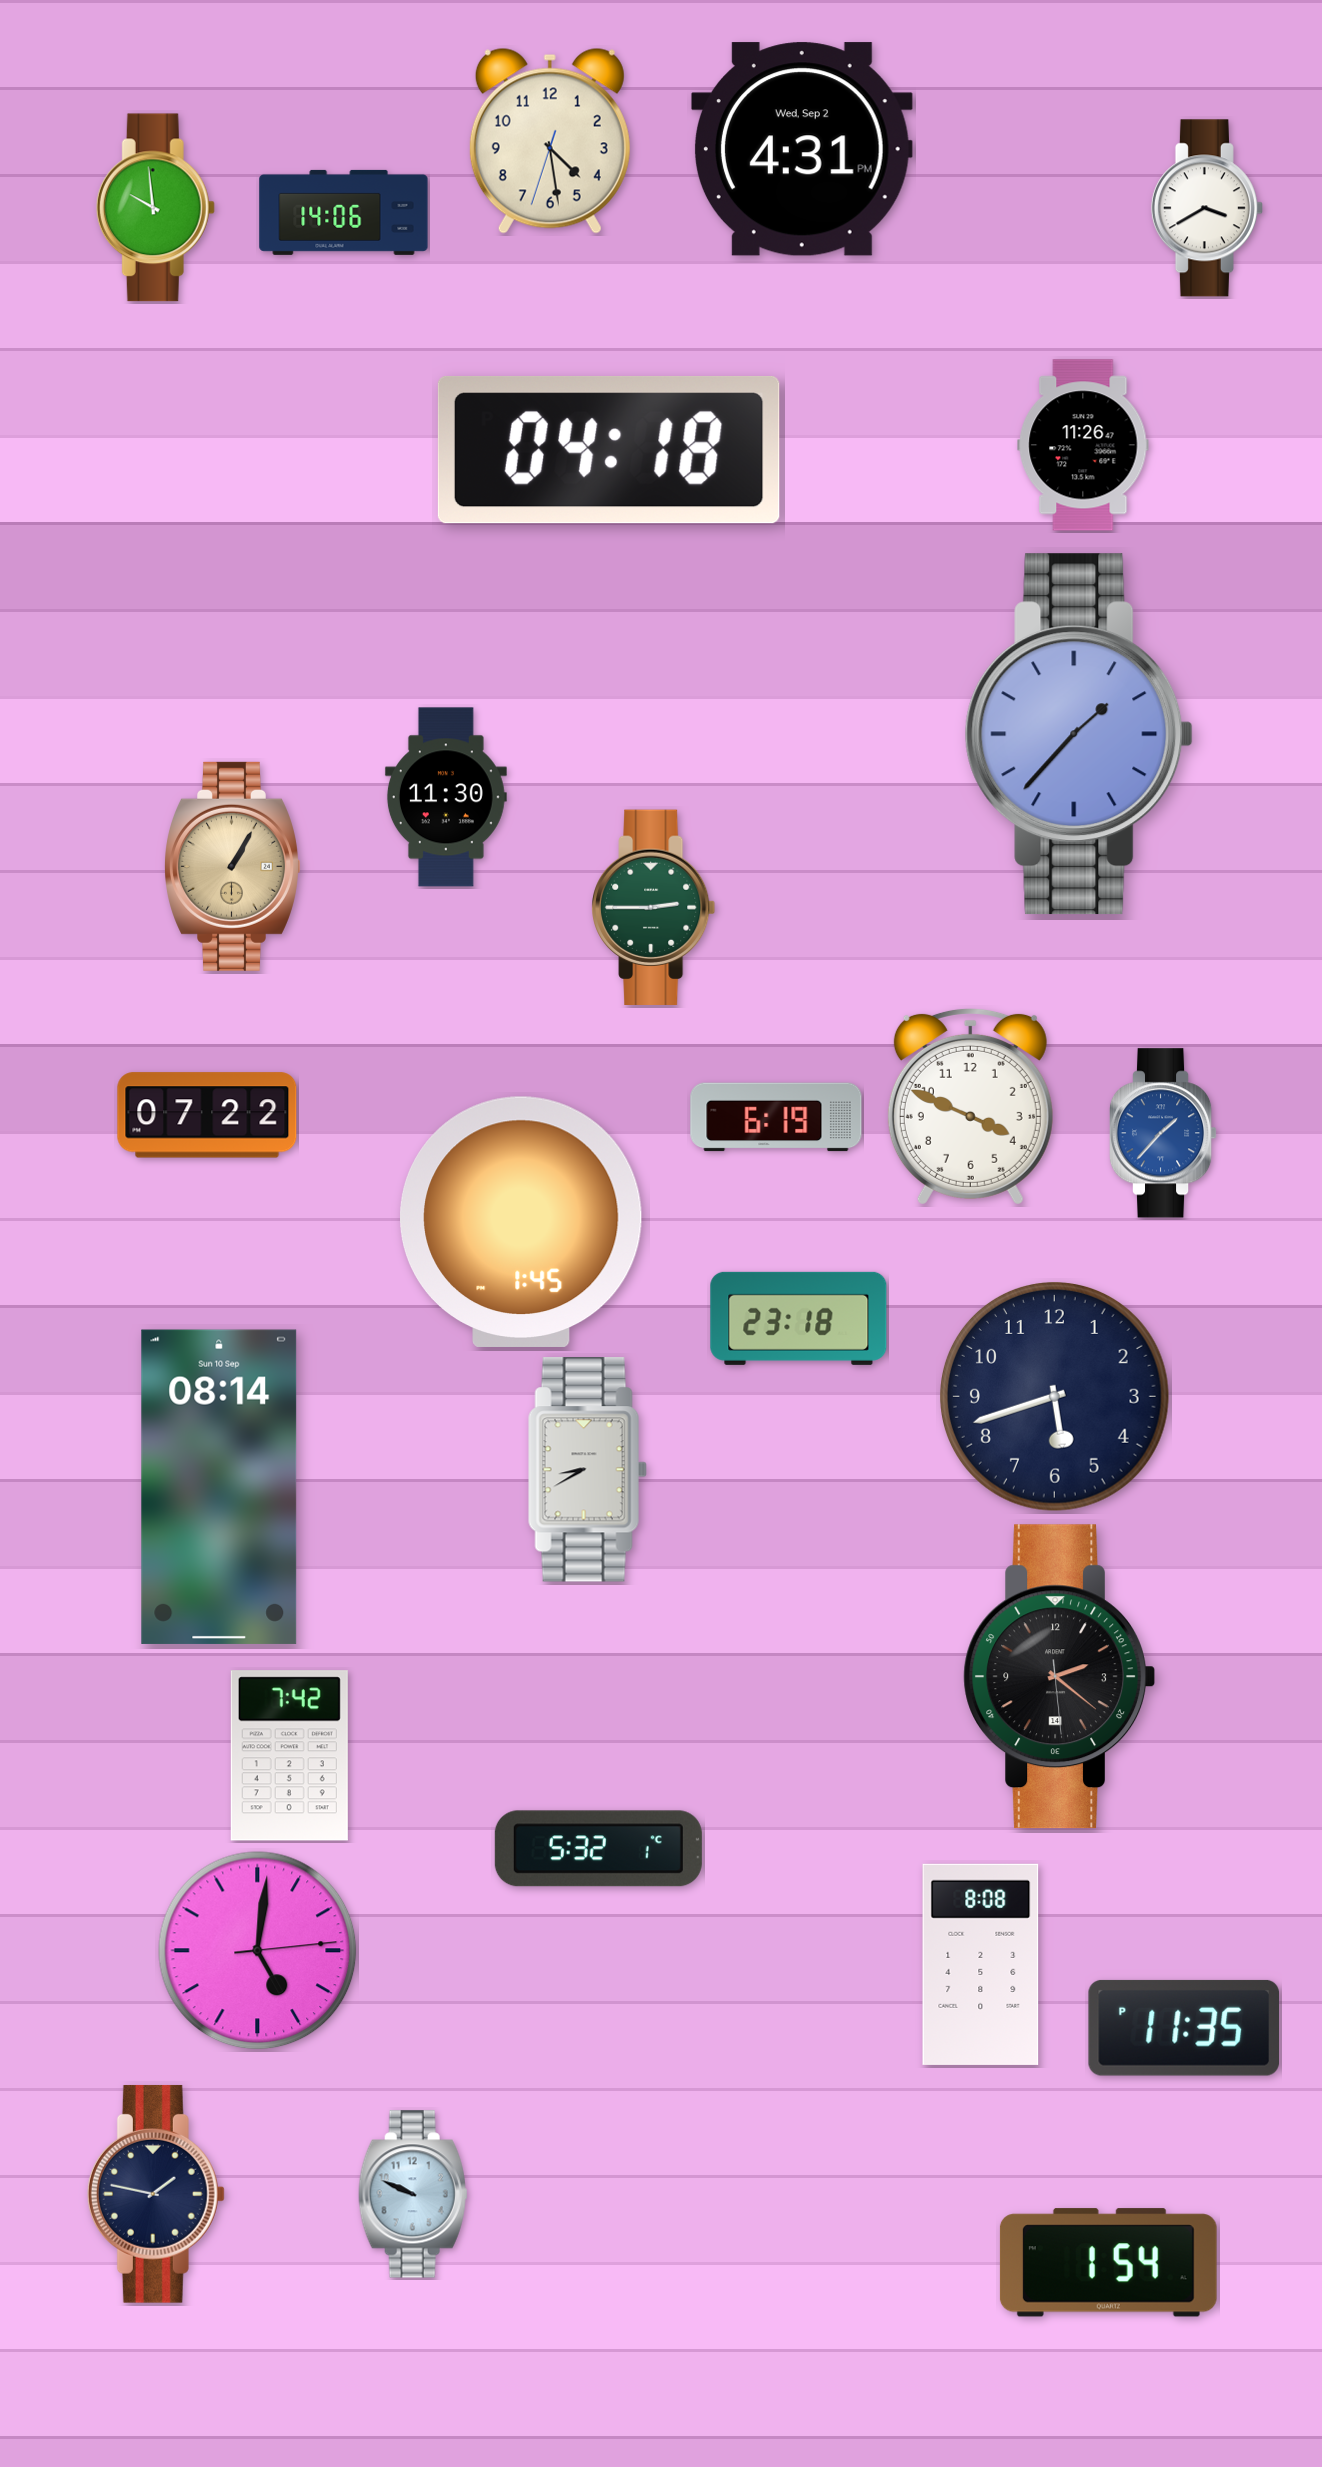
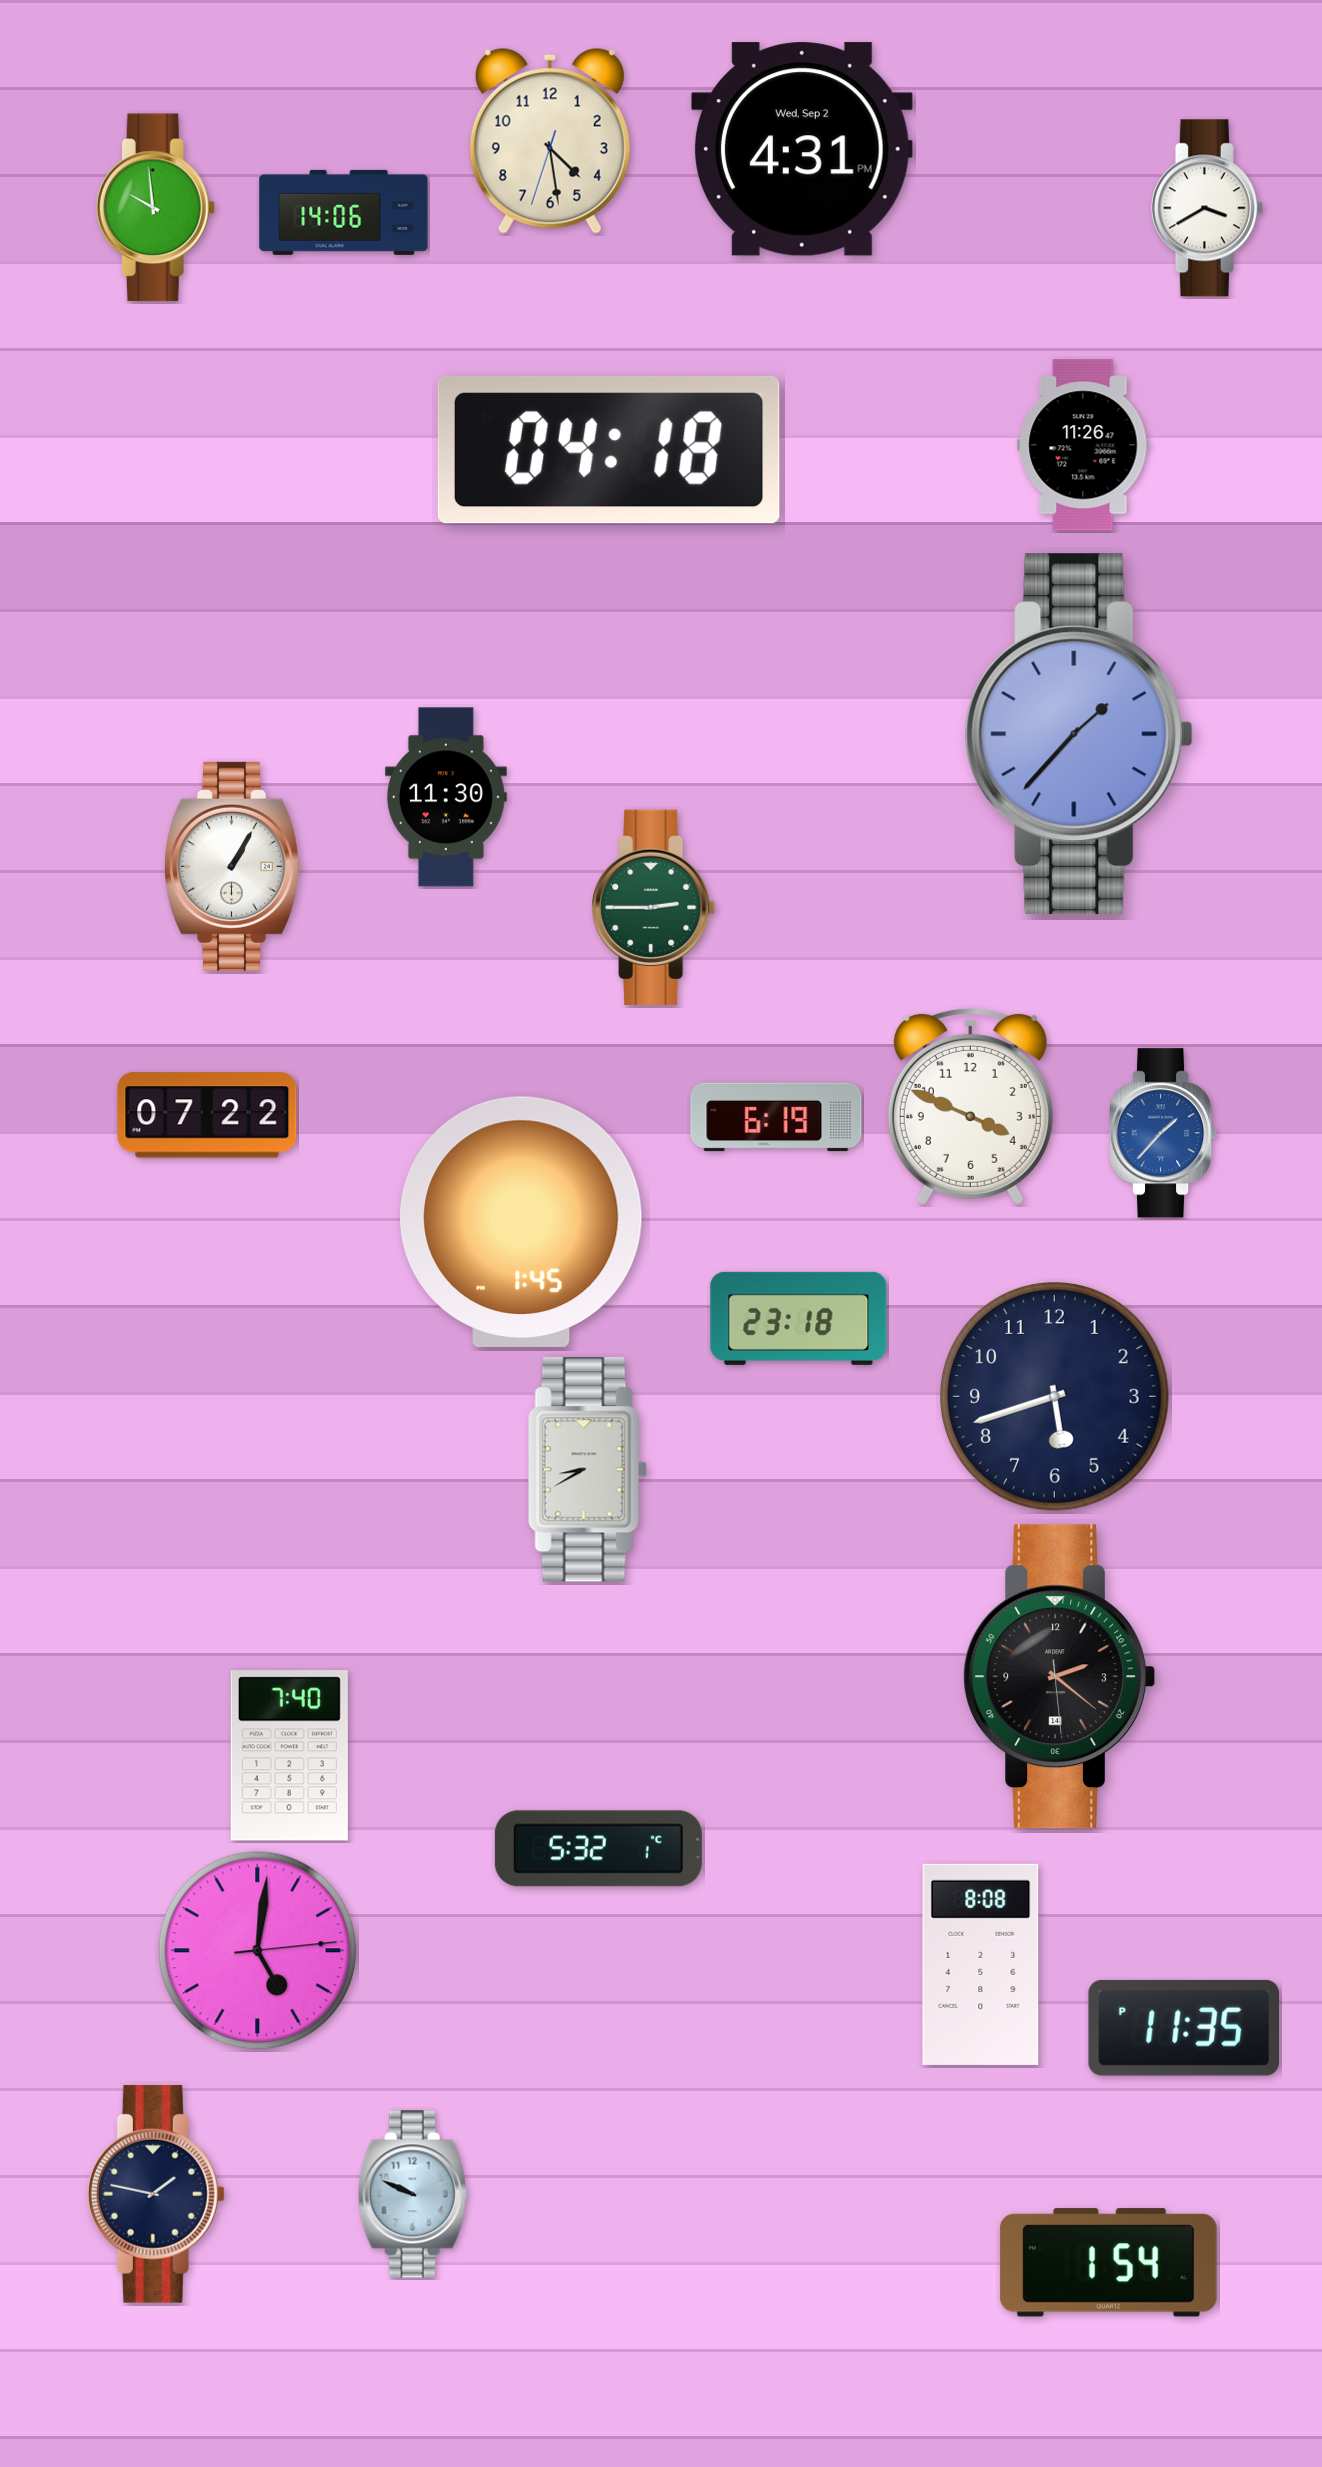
clock at (233, 866) dial: champagne -> white
clock at (219, 1487): 08:14 -> none
clock at (289, 1756): 7:42 -> 7:40
